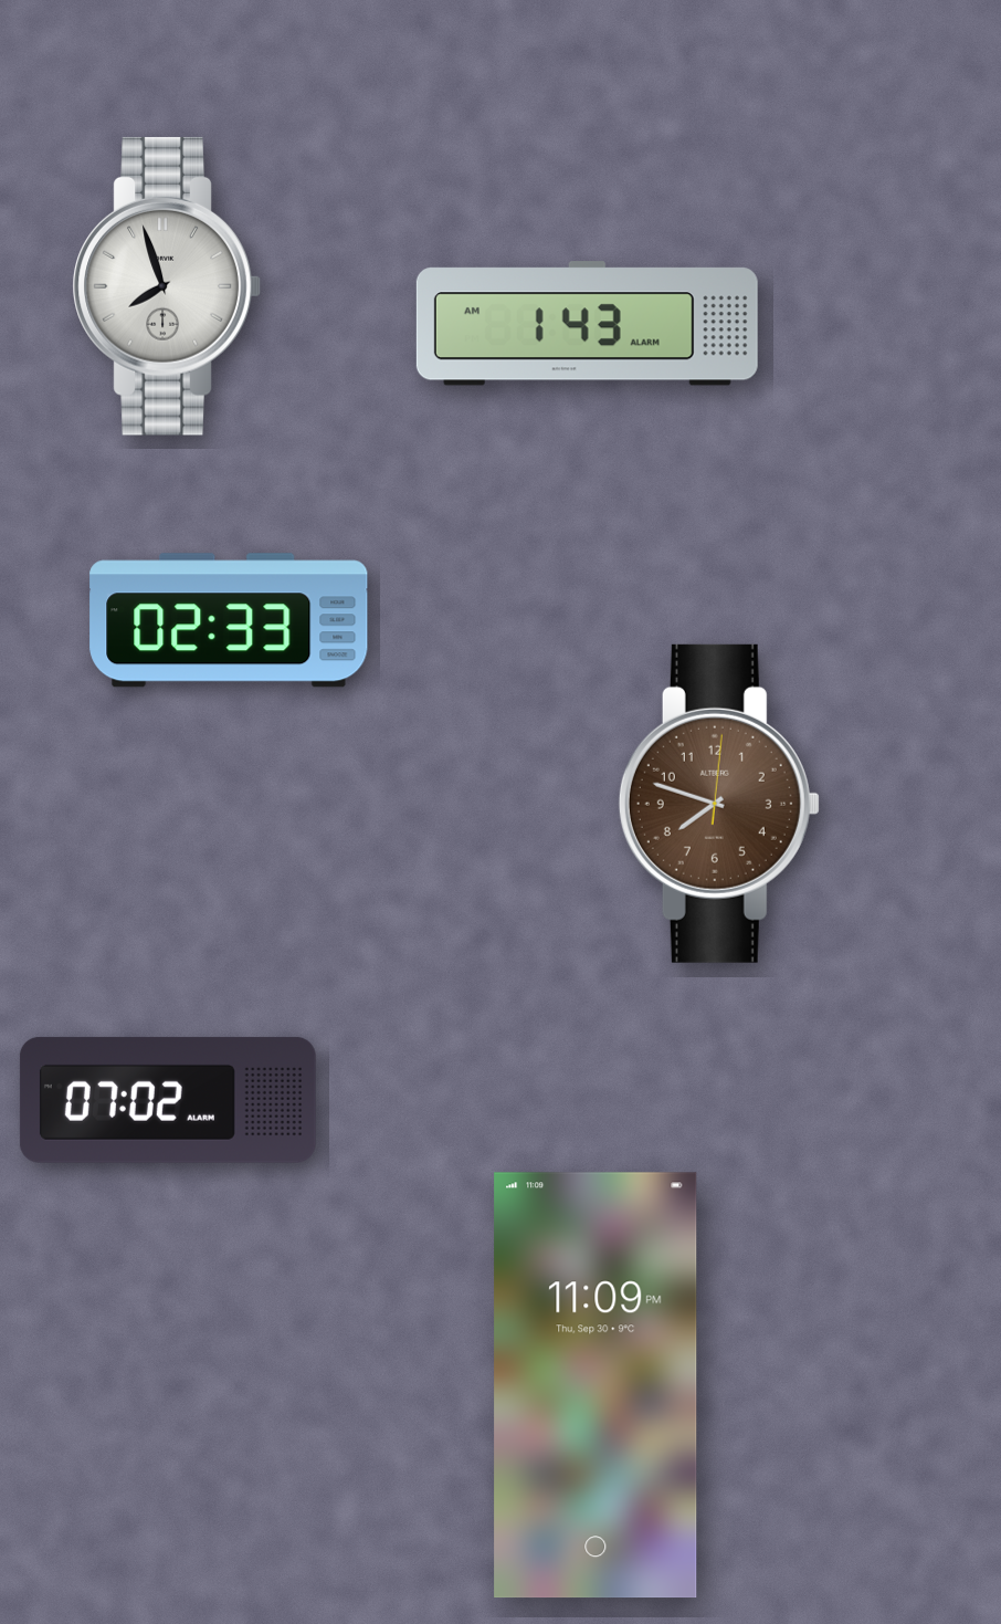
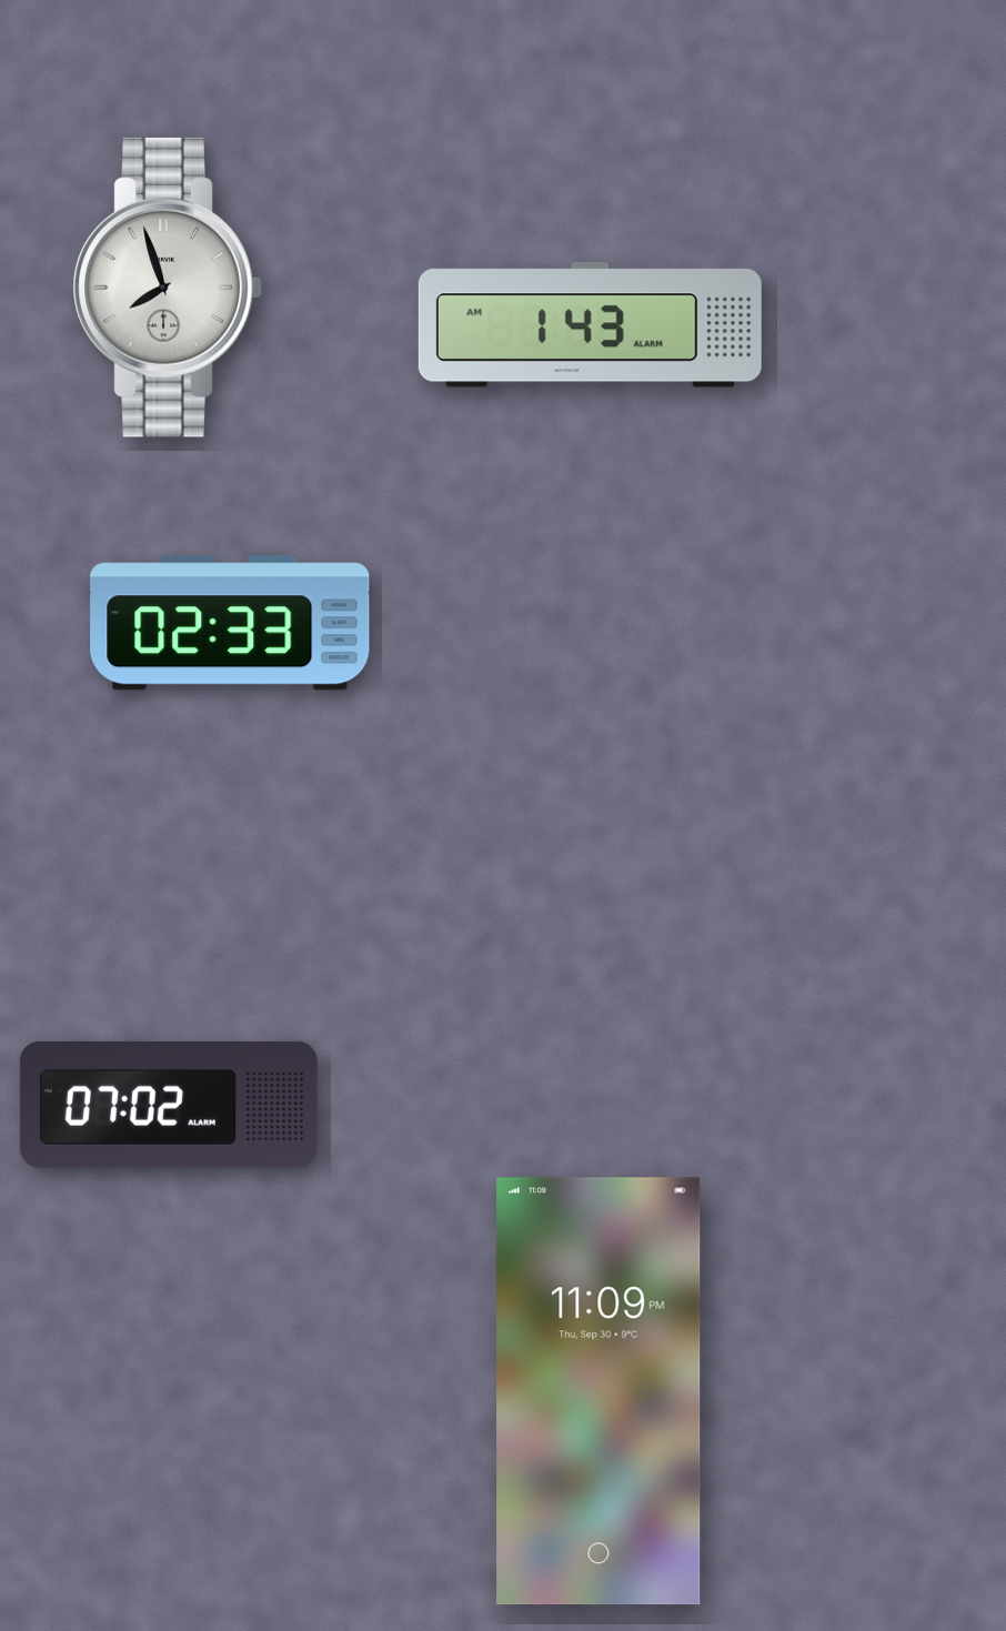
clock at (719, 804): 7:48 -> none
